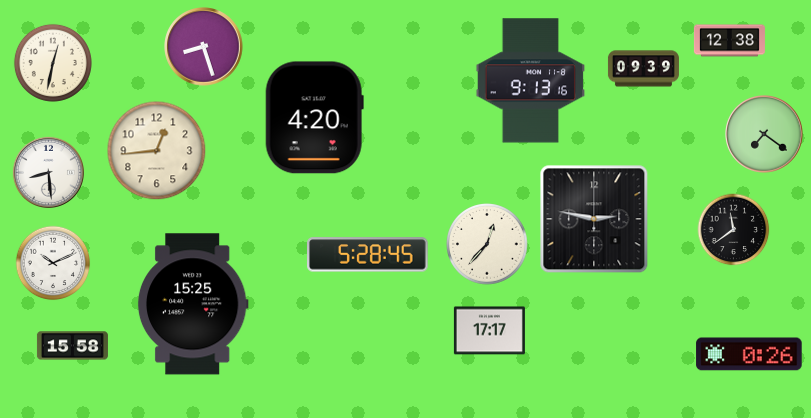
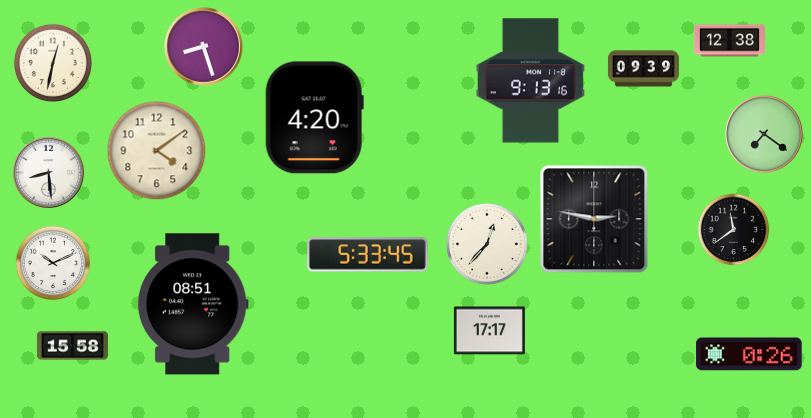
clock at (157, 151): 12:44 -> 4:09
clock at (368, 255): 5:28 -> 5:33
clock at (193, 304): 15:25 -> 08:51
